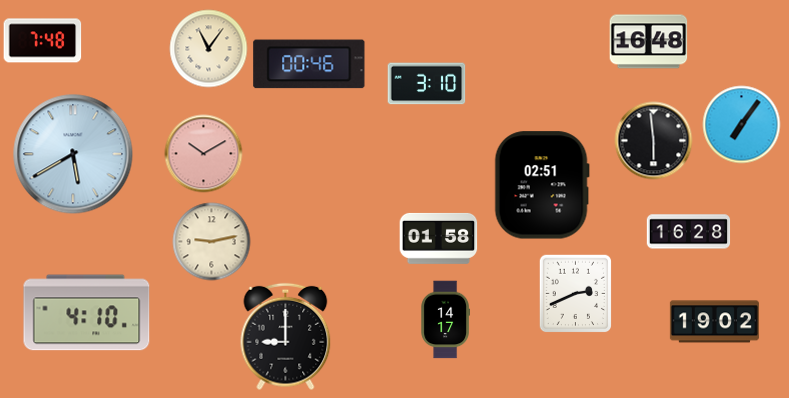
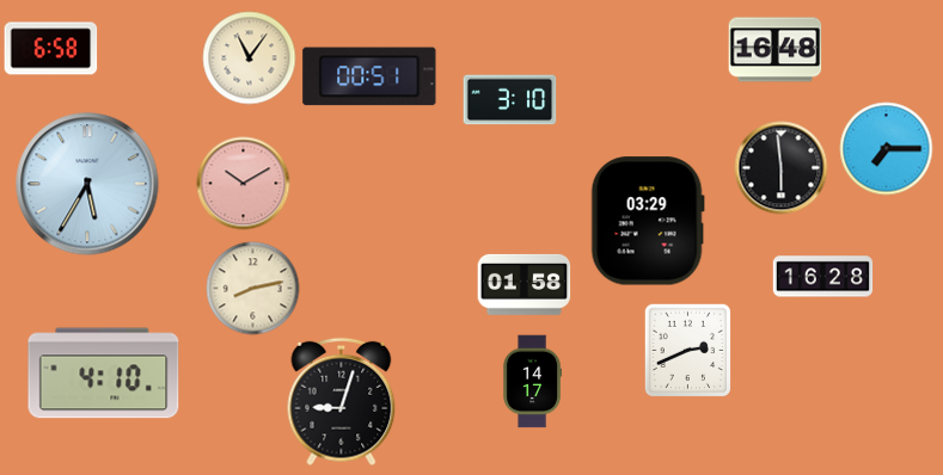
clock at (42, 41): 7:48 -> 6:58
clock at (309, 64): 00:46 -> 00:51
clock at (741, 124): 7:06 -> 7:15
clock at (73, 154): 5:40 -> 5:35
clock at (542, 185): 02:51 -> 03:29
clock at (211, 241): 9:13 -> 8:13
clock at (714, 322): 19:02 -> none
clock at (286, 336): 9:00 -> 9:03
